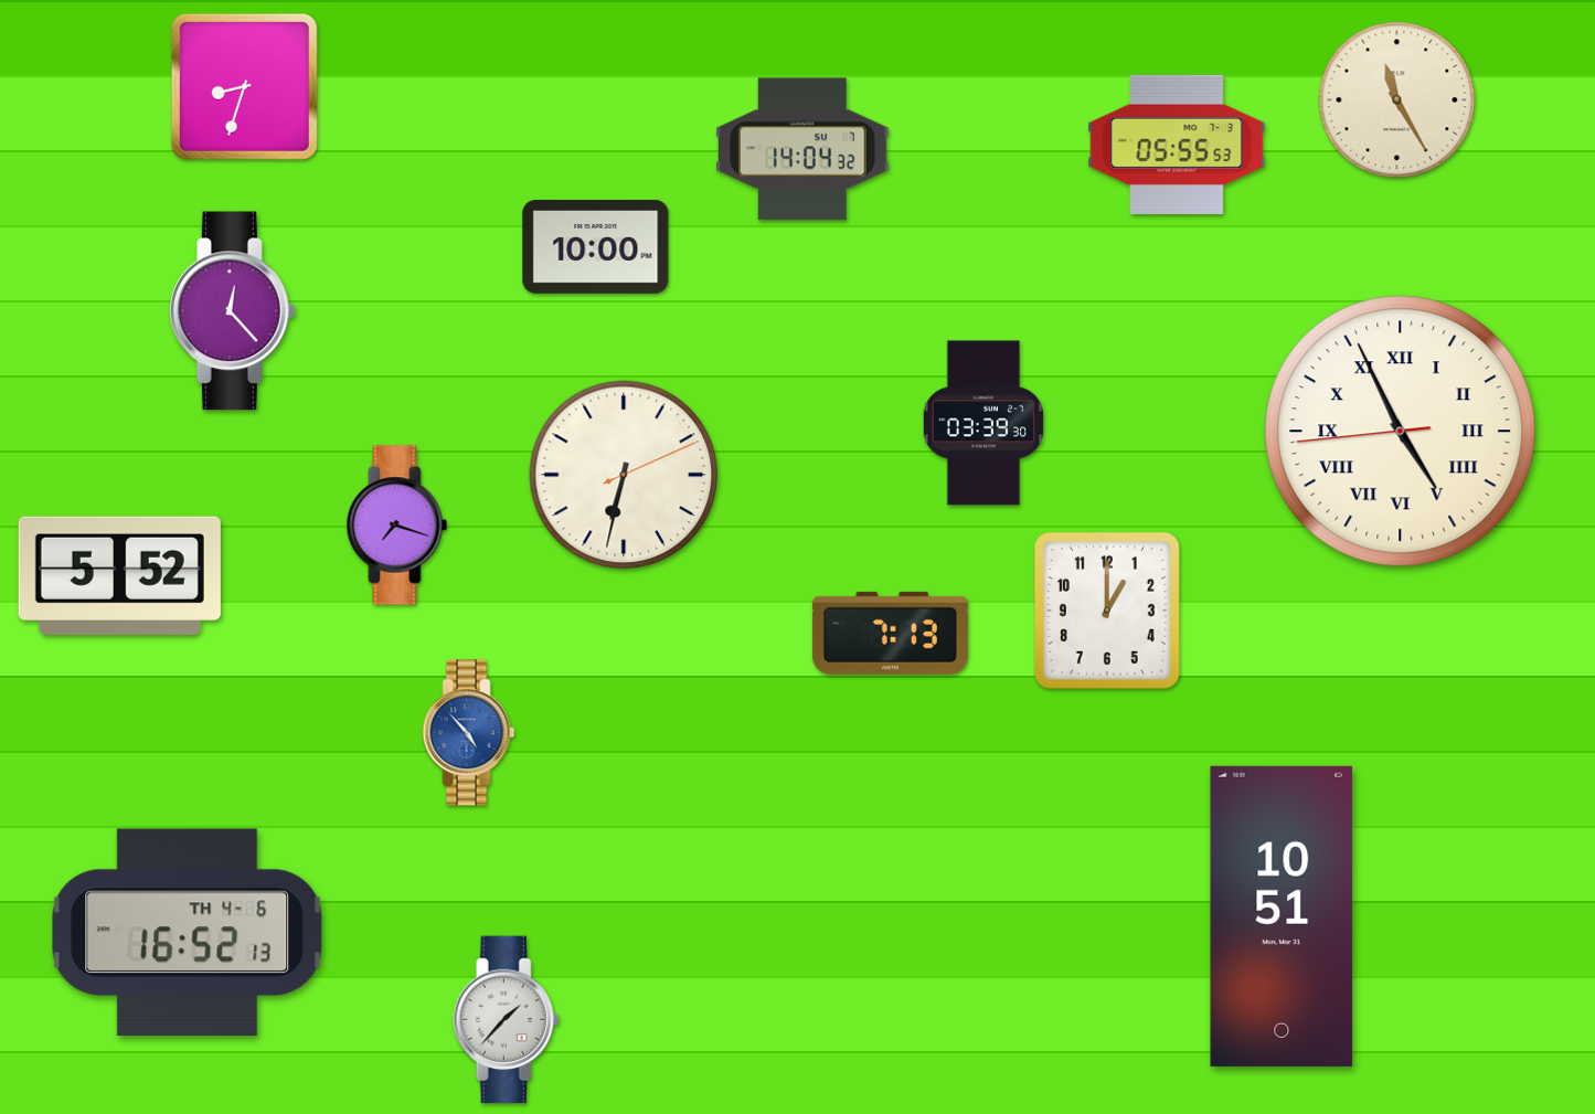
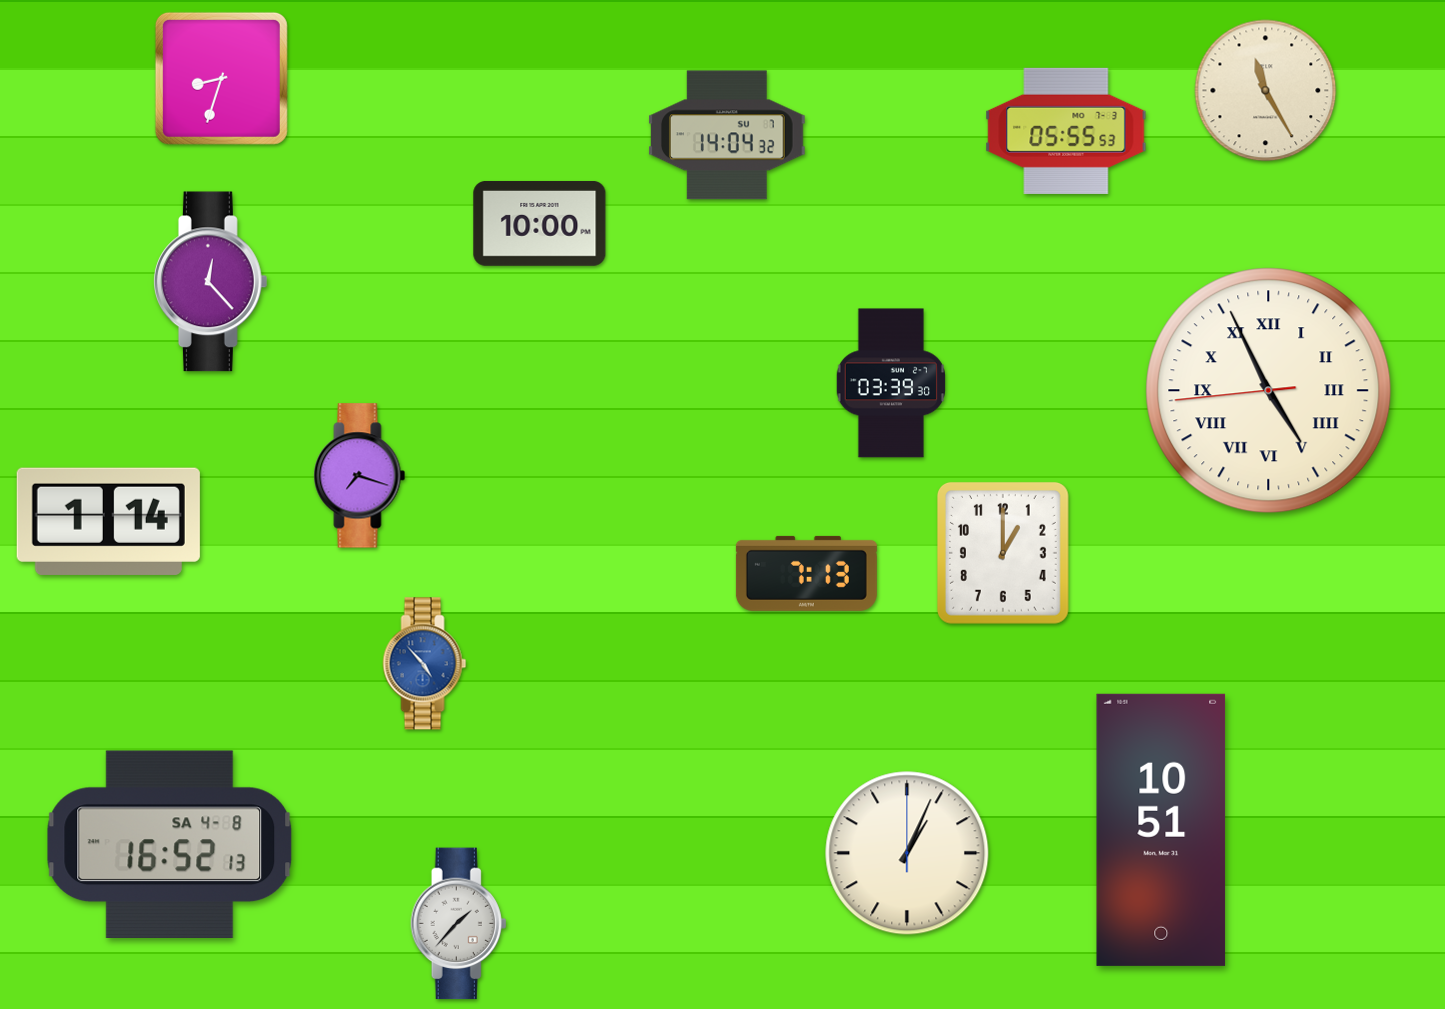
clock at (624, 475): 6:32 -> none
clock at (119, 575): 5:52 -> 1:14
clock at (188, 932) date: TH 4-6 -> SA 4-8
clock at (907, 853): none -> 1:04
